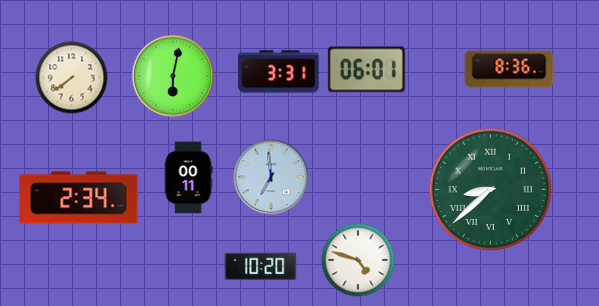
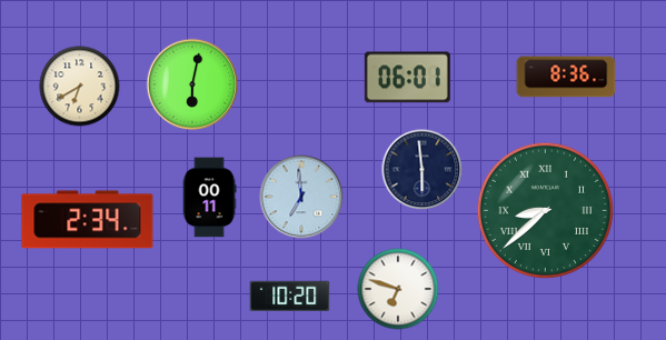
clock at (279, 72): 3:31 -> none
clock at (72, 78): 7:39 -> 6:40
clock at (423, 170): none -> 5:59
clock at (358, 260): 4:48 -> 6:48
